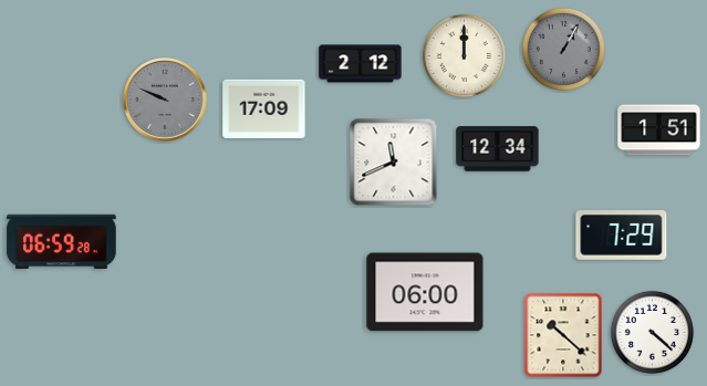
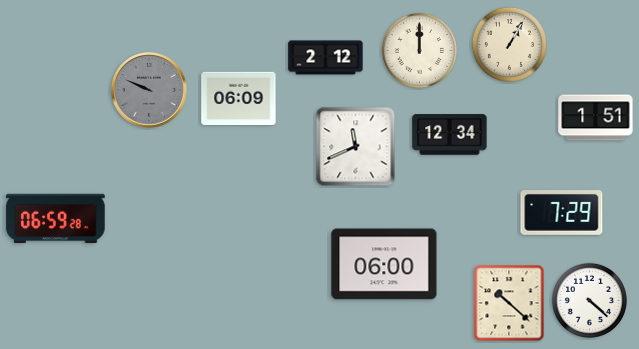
clock at (563, 49) dial: grey -> cream
clock at (264, 108): 17:09 -> 06:09
